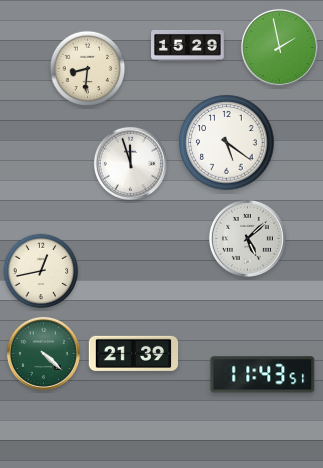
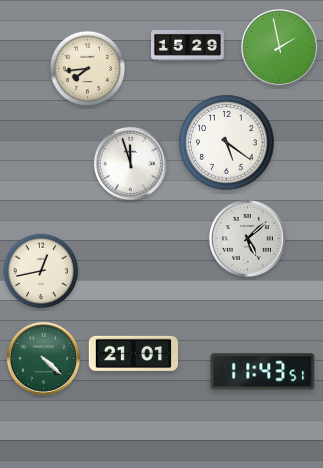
clock at (88, 69): 8:31 -> 7:44
clock at (43, 353) position: (43, 353) -> (43, 358)
clock at (134, 353): 21:39 -> 21:01
clock at (263, 375) position: (263, 375) -> (263, 372)
